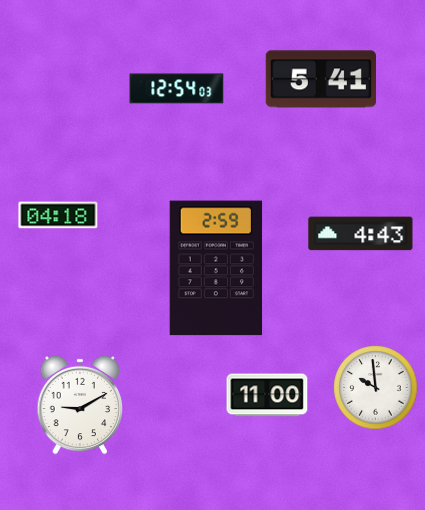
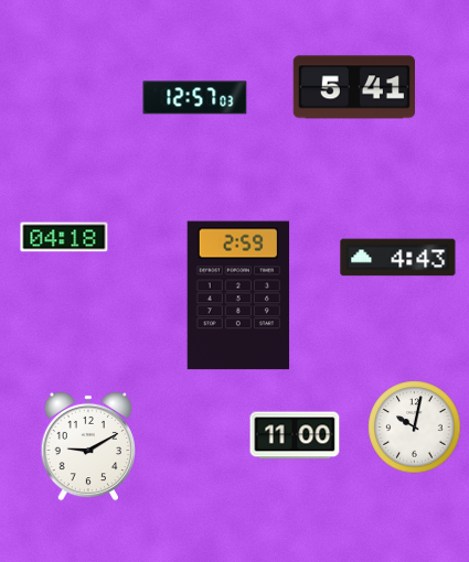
clock at (177, 89): 12:54 -> 12:57
clock at (376, 388): 9:59 -> 10:02
